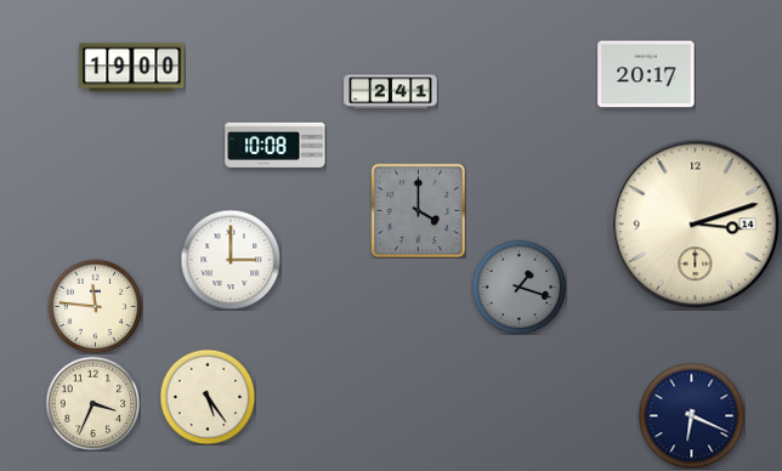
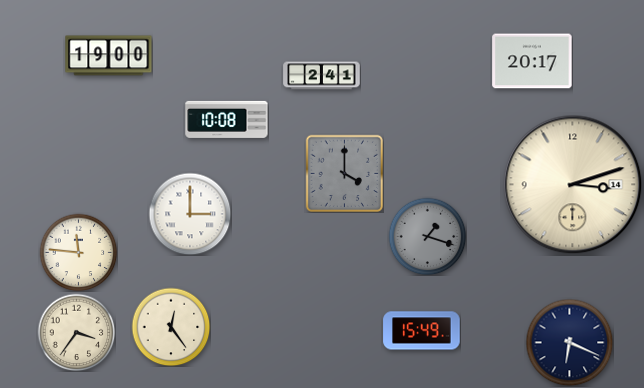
clock at (208, 397): 5:24 -> 12:24
clock at (422, 331): none -> 15:49
clock at (92, 403): 3:34 -> 3:36
